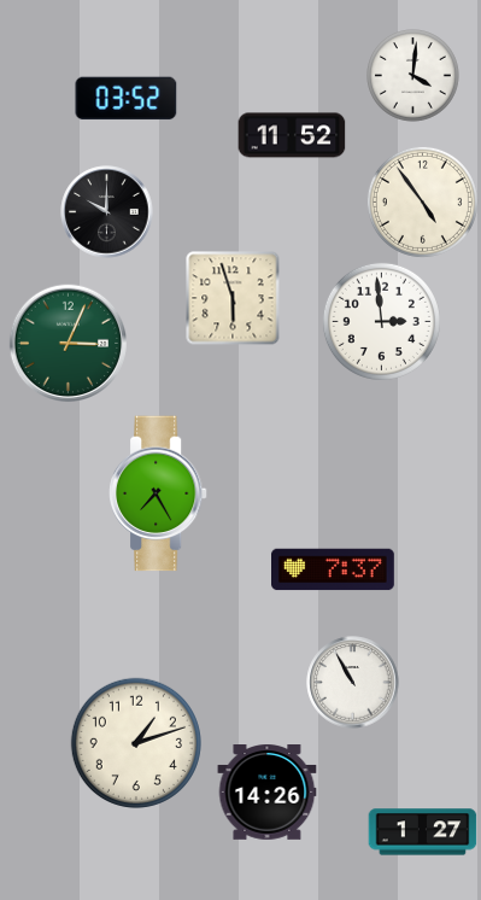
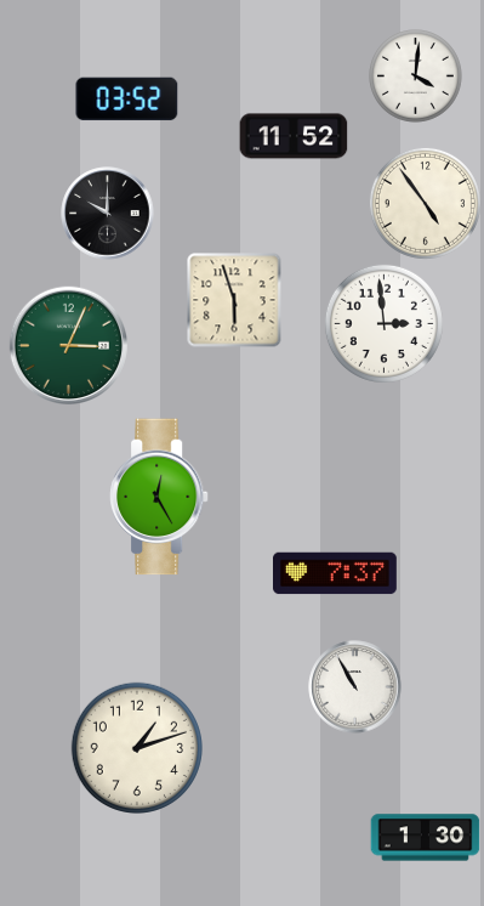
clock at (158, 493): 7:25 -> 12:25
clock at (268, 793): 14:26 -> none
clock at (423, 832): 1:27 -> 1:30
